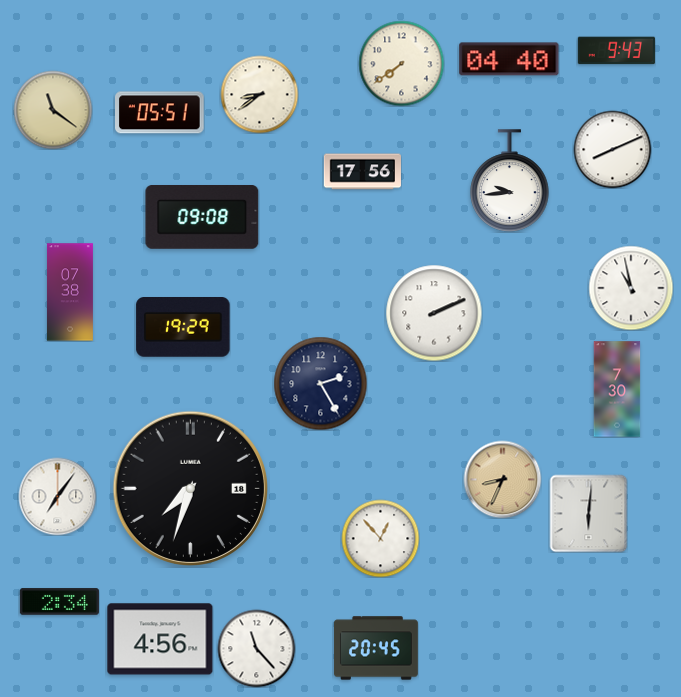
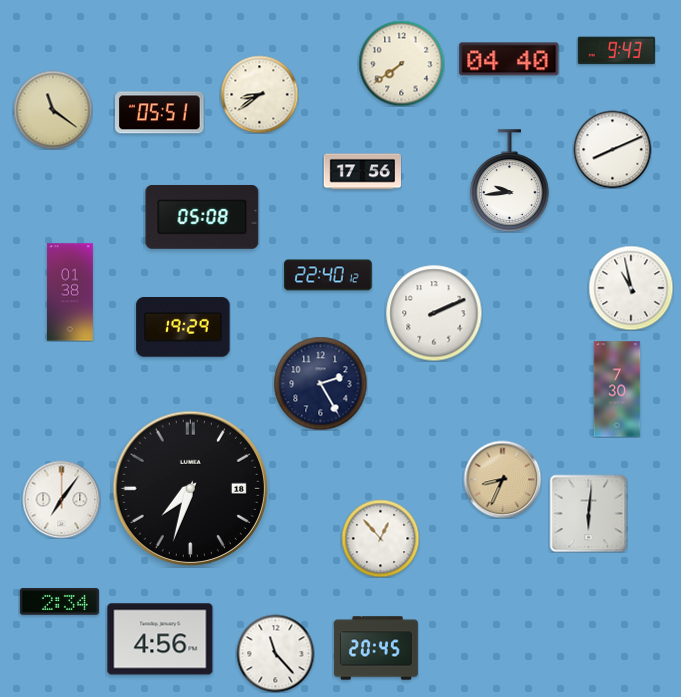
clock at (202, 218): 09:08 -> 05:08
clock at (328, 275): none -> 22:40
clock at (70, 292): 07:38 -> 01:38
clock at (57, 496) position: (57, 496) -> (61, 499)
clock at (256, 648) position: (256, 648) -> (275, 653)
